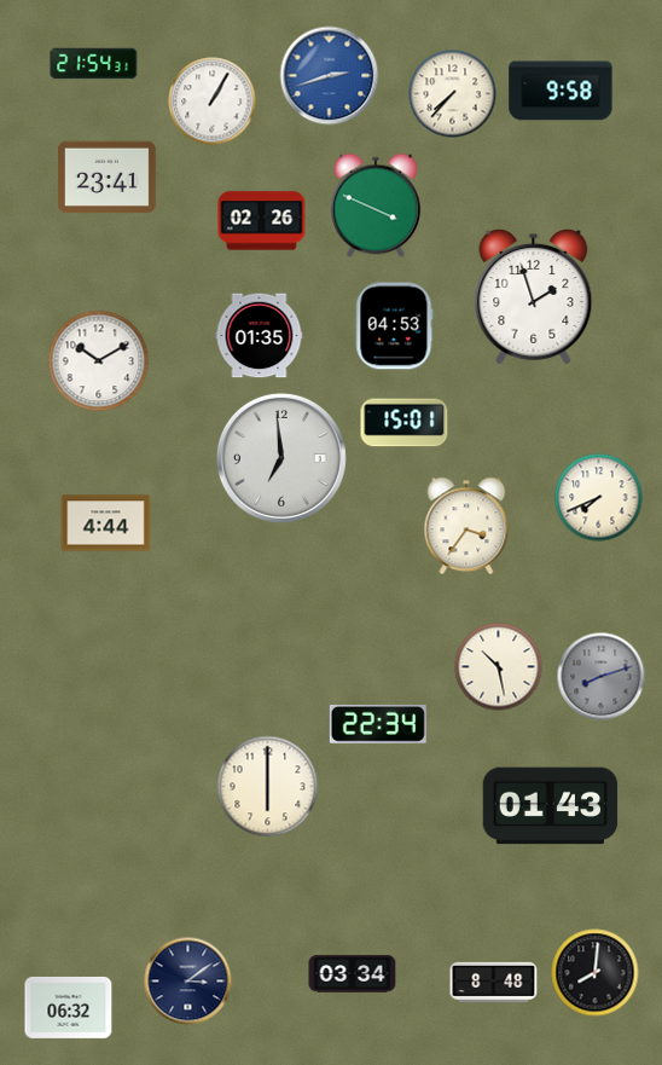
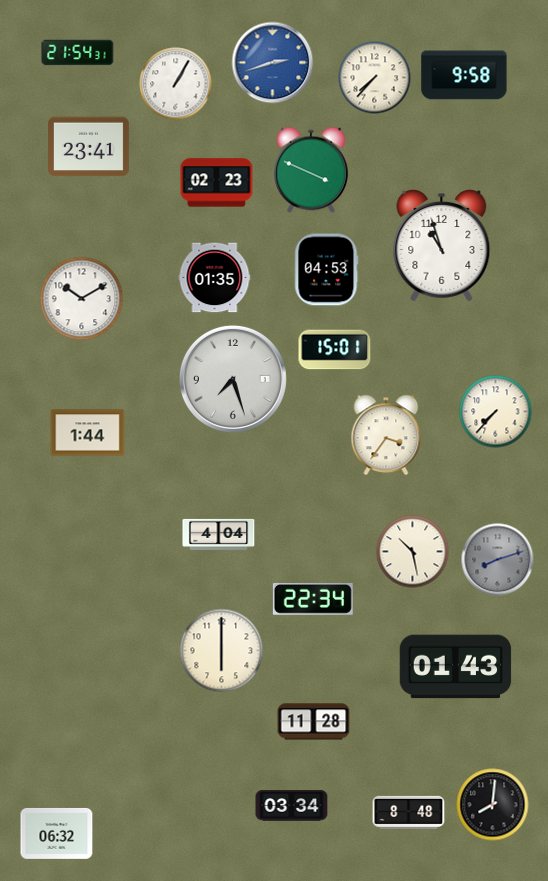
clock at (262, 221): 02:26 -> 02:23
clock at (534, 297): 1:57 -> 10:57
clock at (281, 458): 6:59 -> 7:27
clock at (599, 498): 7:41 -> 7:37
clock at (106, 523): 4:44 -> 1:44
clock at (219, 534): none -> 4:04
clock at (314, 722): none -> 11:28
clock at (188, 982): 3:09 -> none
